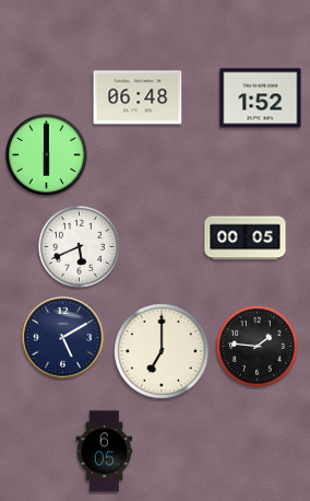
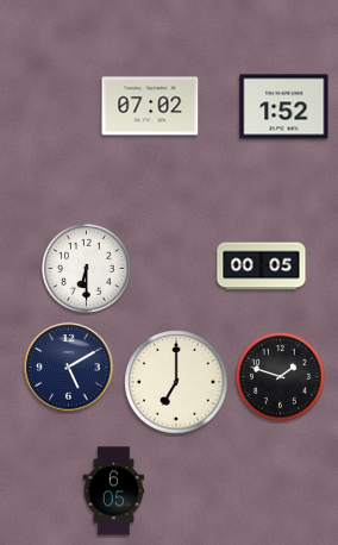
clock at (138, 97): 06:48 -> 07:02
clock at (47, 155): 6:00 -> none
clock at (246, 238) position: (246, 238) -> (262, 267)
clock at (80, 247): 5:41 -> 6:30
clock at (258, 347): 1:46 -> 1:48
